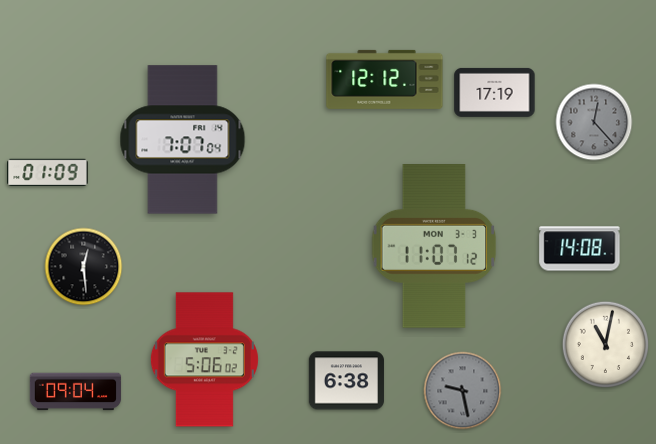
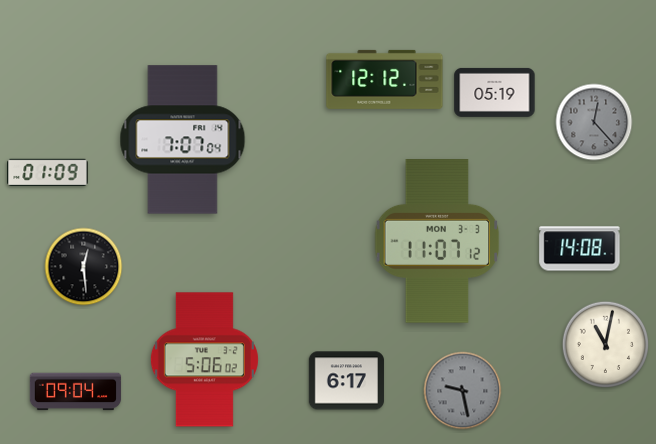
clock at (495, 92): 17:19 -> 05:19
clock at (434, 247) position: (434, 247) -> (437, 242)
clock at (346, 381): 6:38 -> 6:17
